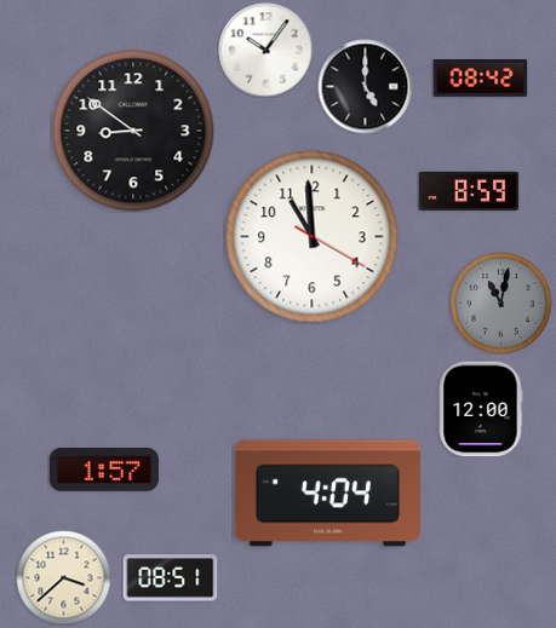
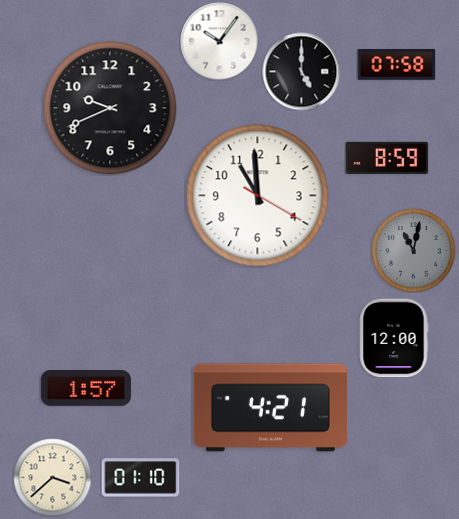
clock at (480, 79): 08:42 -> 07:58
clock at (133, 131): 8:51 -> 9:41
clock at (481, 409) position: (481, 409) -> (394, 338)
clock at (327, 494): 4:04 -> 4:21
clock at (170, 578): 08:51 -> 01:10
